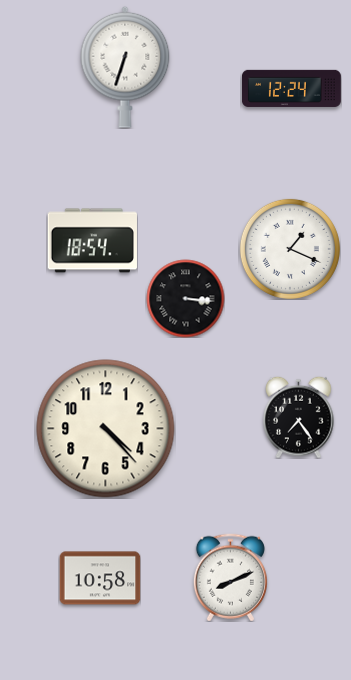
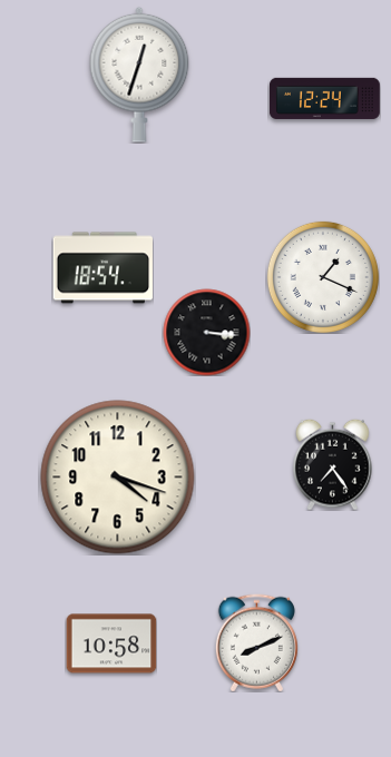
clock at (125, 67): 6:33 -> 12:33
clock at (106, 429): 4:23 -> 4:18
